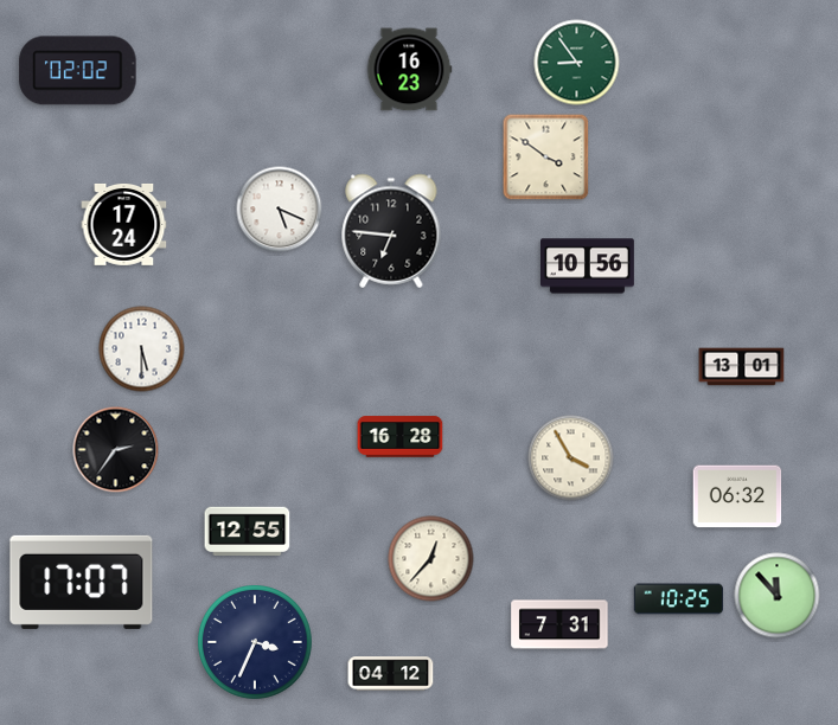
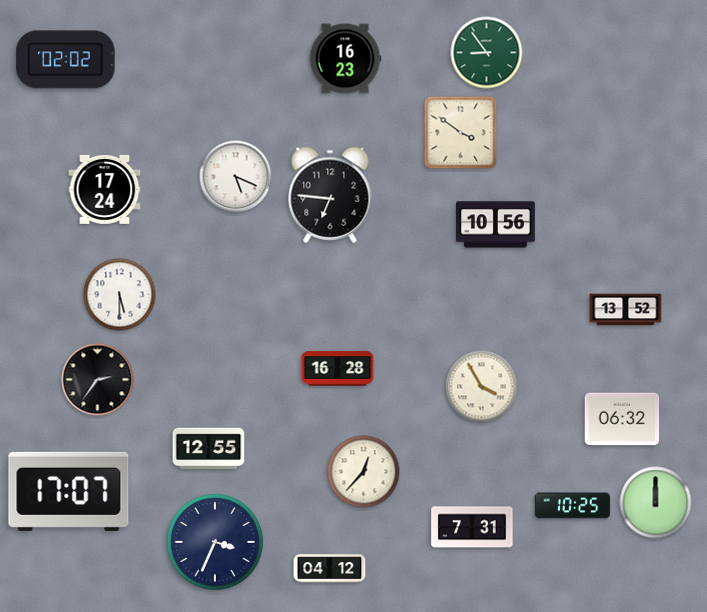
clock at (742, 367): 13:01 -> 13:52
clock at (778, 596): 11:53 -> 12:00
